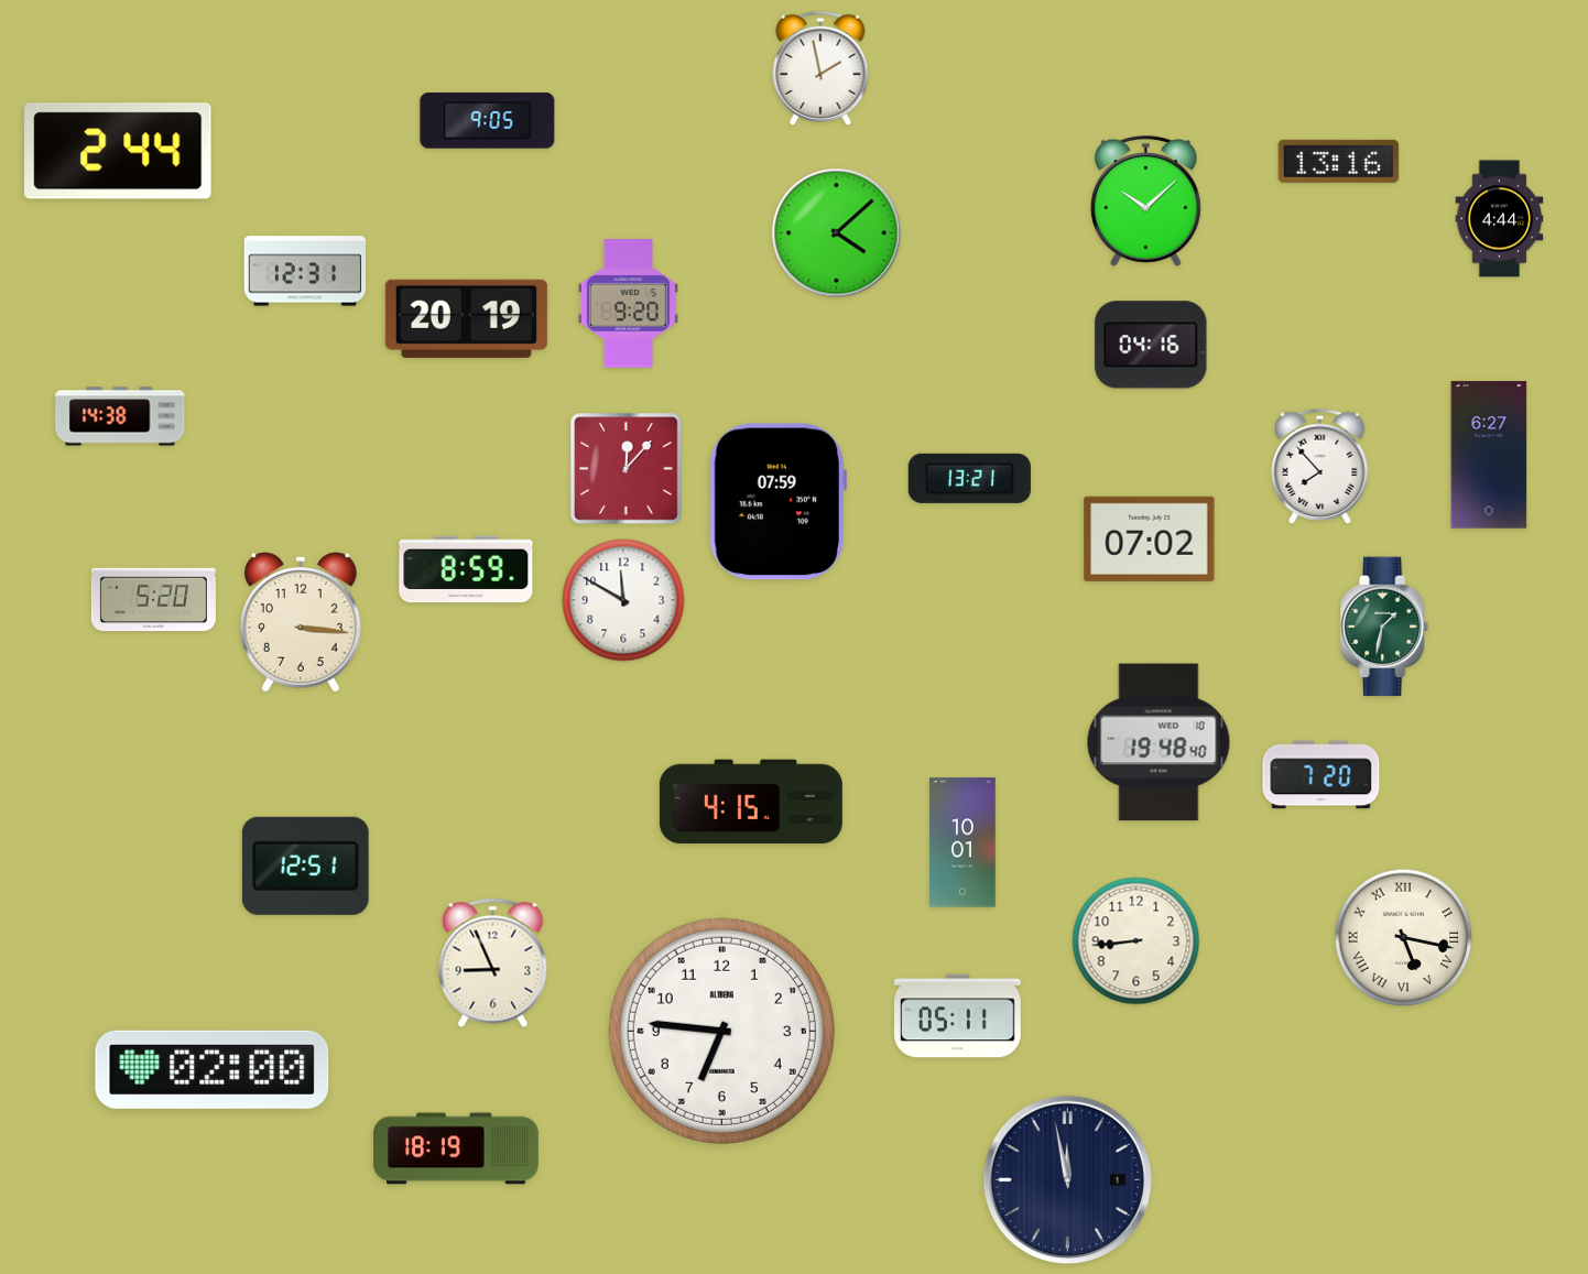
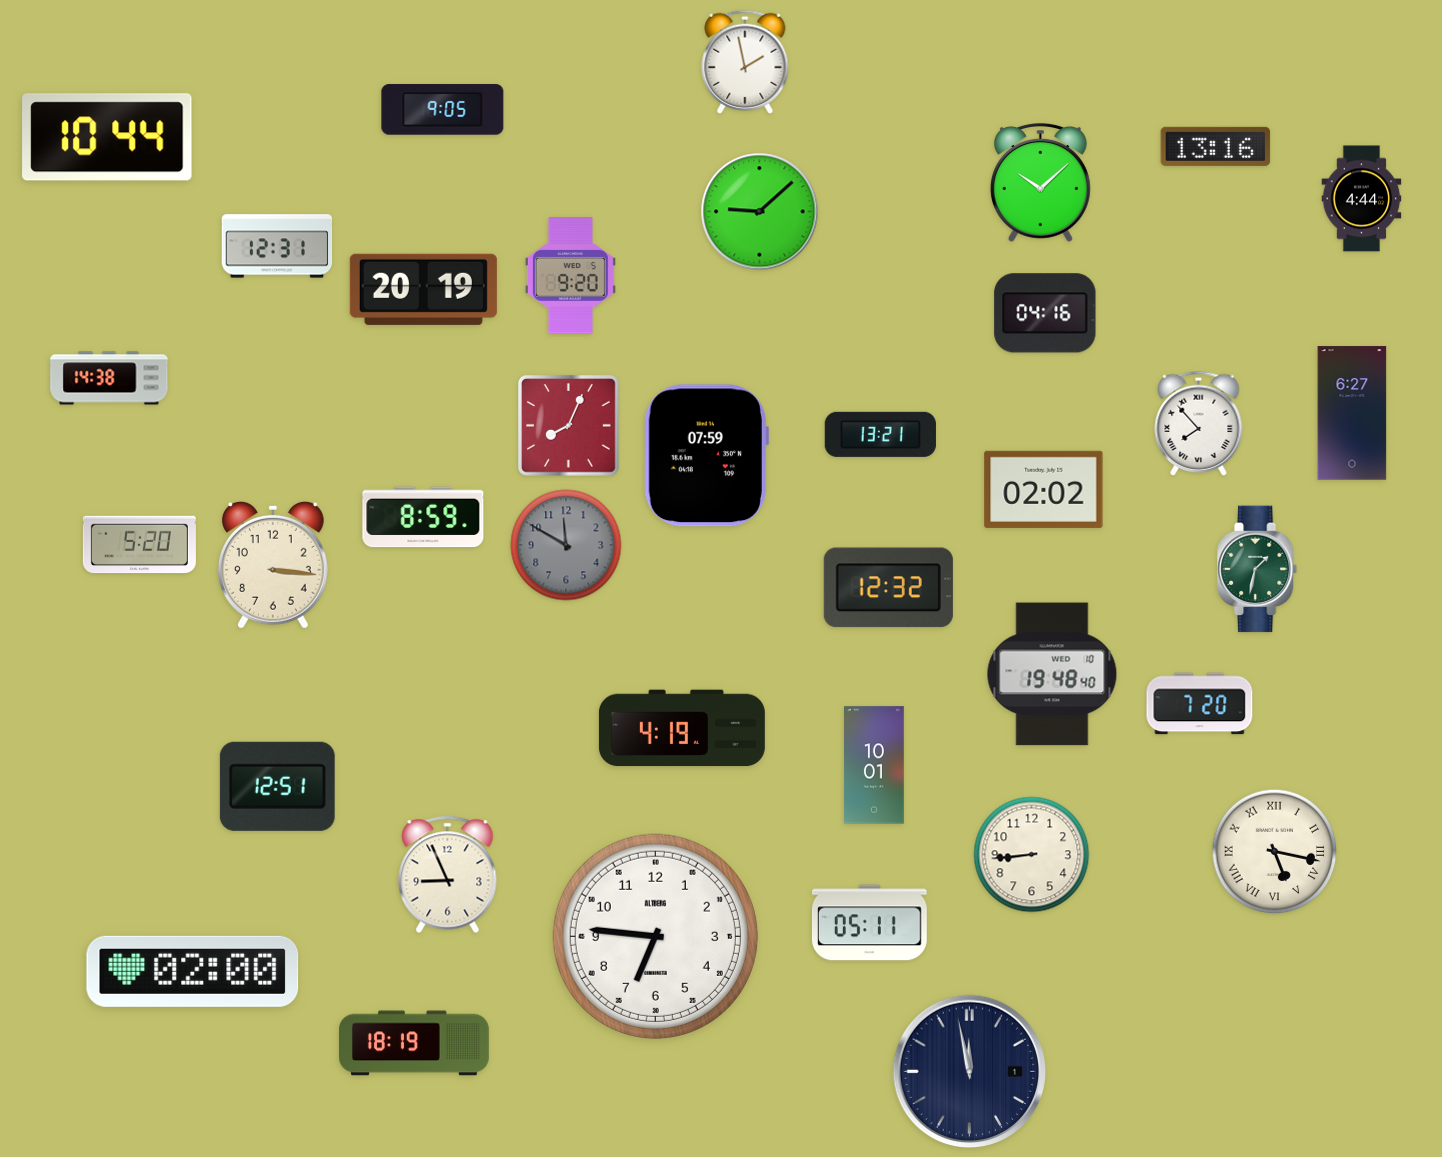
clock at (118, 151): 2:44 -> 10:44
clock at (837, 233): 4:08 -> 9:08
clock at (627, 469): 12:07 -> 8:04
clock at (1150, 538): 07:02 -> 02:02
clock at (623, 600) dial: white -> grey
clock at (888, 588): none -> 12:32
clock at (751, 802): 4:15 -> 4:19
